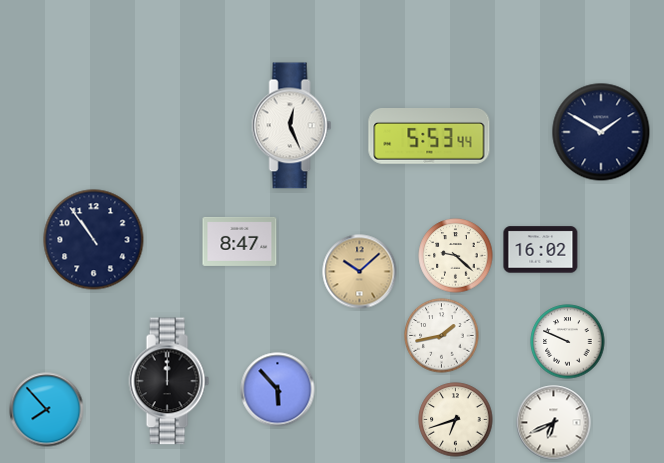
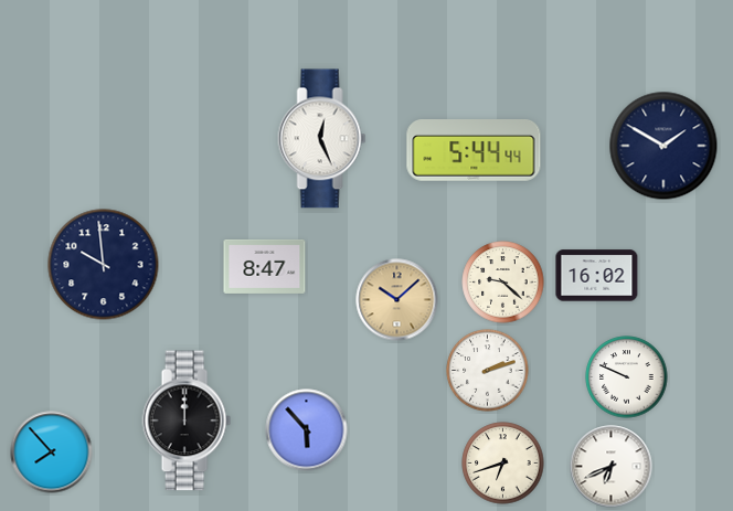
clock at (429, 137): 5:53 -> 5:44
clock at (94, 240): 10:54 -> 9:59
clock at (442, 336): 1:43 -> 2:12
